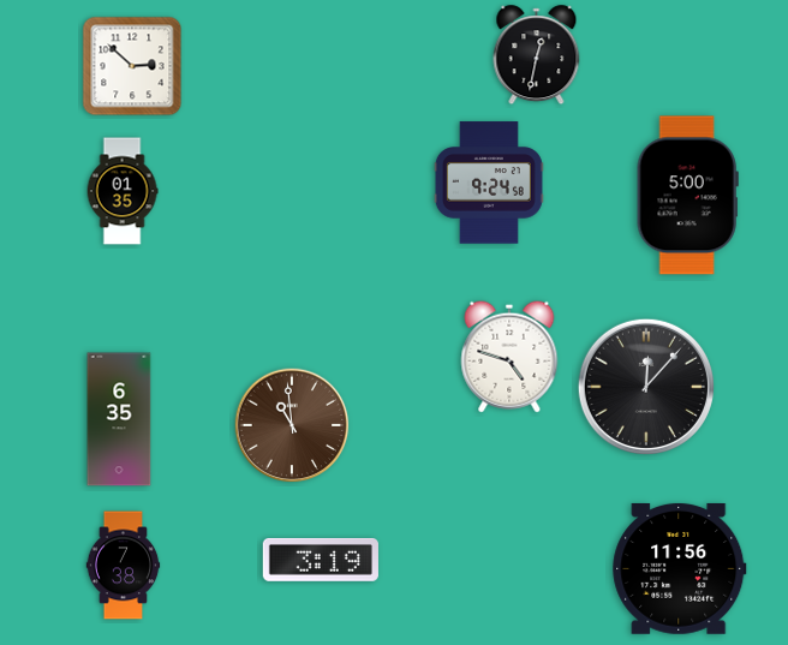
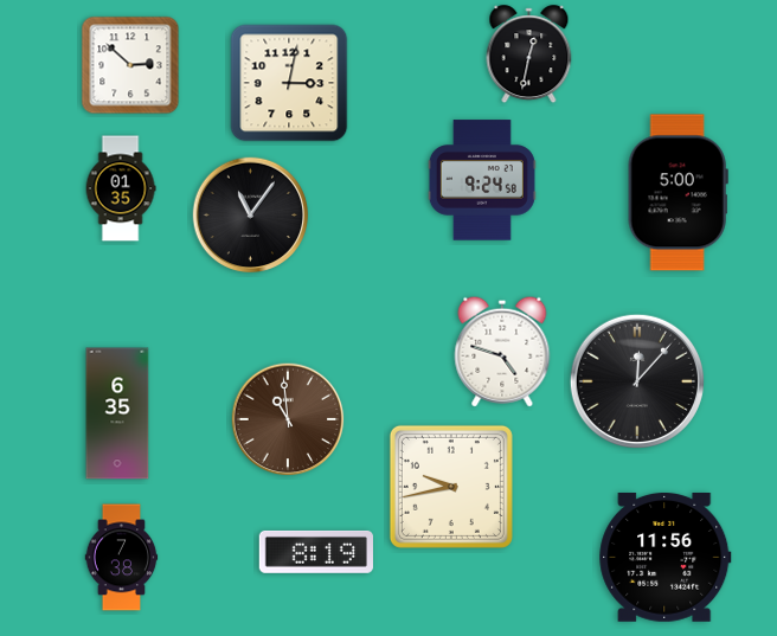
clock at (289, 83): none -> 3:02
clock at (251, 216): none -> 11:06
clock at (451, 487): none -> 9:43
clock at (321, 560): 3:19 -> 8:19
clock at (680, 569) position: (680, 569) -> (666, 558)
